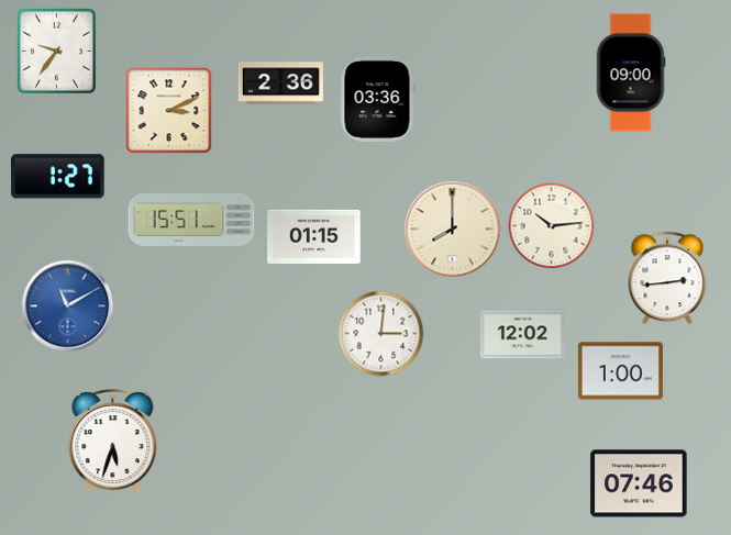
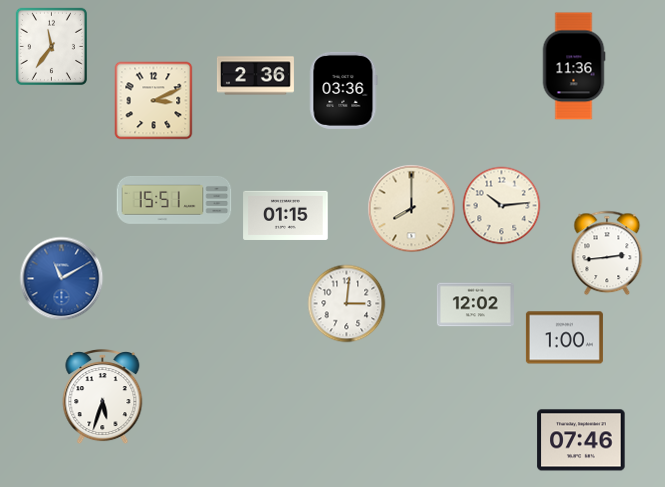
clock at (56, 51): 9:36 -> 11:36
clock at (631, 73): 09:00 -> 11:36
clock at (58, 177): 1:27 -> none
clock at (113, 442) position: (113, 442) -> (103, 397)
